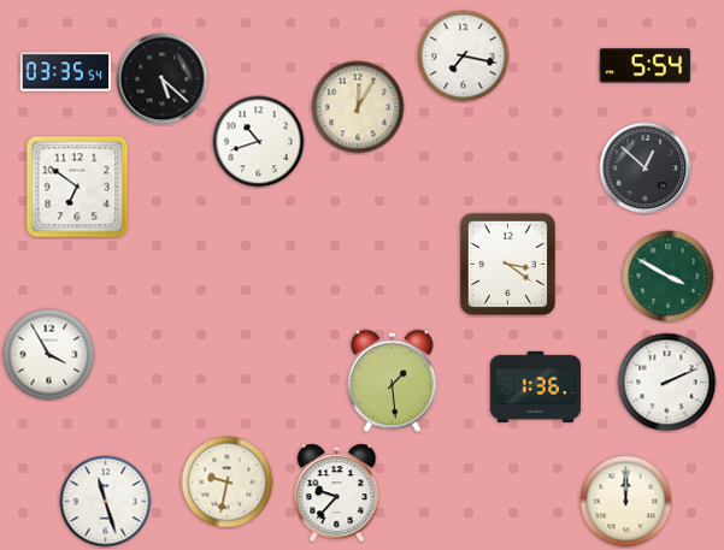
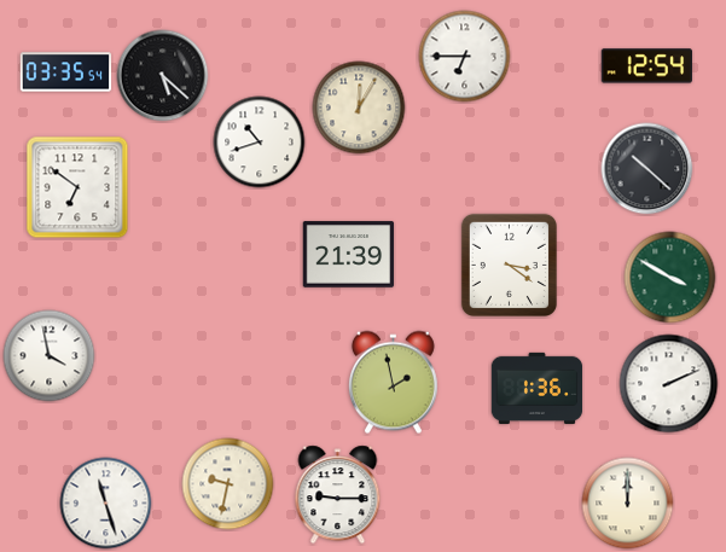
clock at (464, 57): 7:17 -> 6:45
clock at (644, 66): 5:54 -> 12:54
clock at (163, 79) position: (163, 79) -> (163, 76)
clock at (646, 168): 12:52 -> 10:22
clock at (349, 255): none -> 21:39
clock at (49, 355): 3:55 -> 3:58
clock at (392, 382): 1:29 -> 1:58
clock at (337, 493): 9:37 -> 9:15
